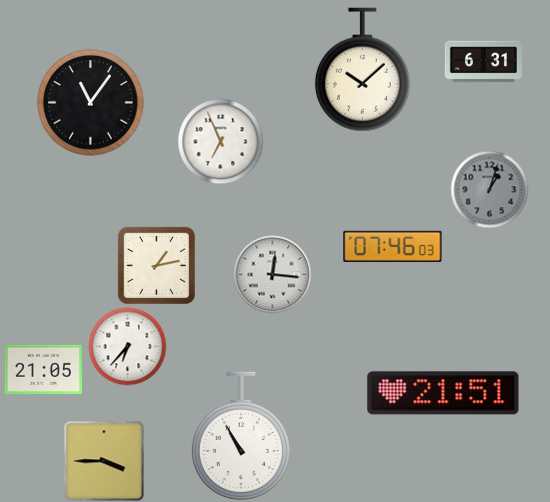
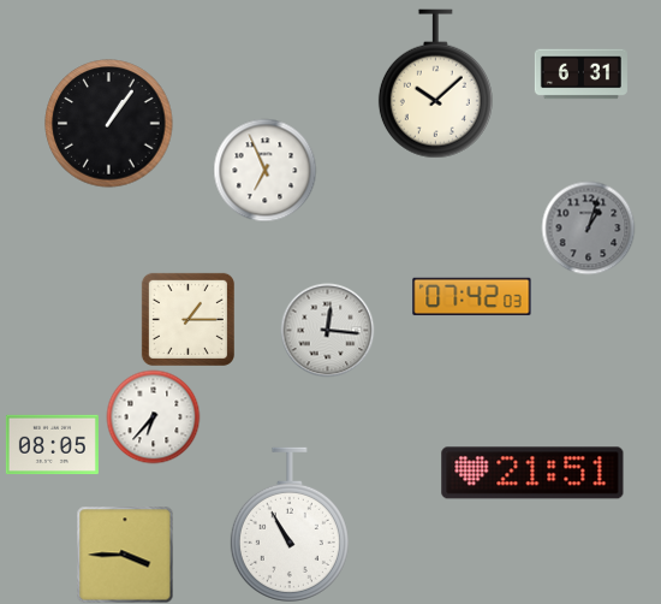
clock at (91, 103): 11:06 -> 1:06
clock at (393, 247): 07:46 -> 07:42
clock at (156, 265): 1:13 -> 1:15
clock at (43, 370): 21:05 -> 08:05
